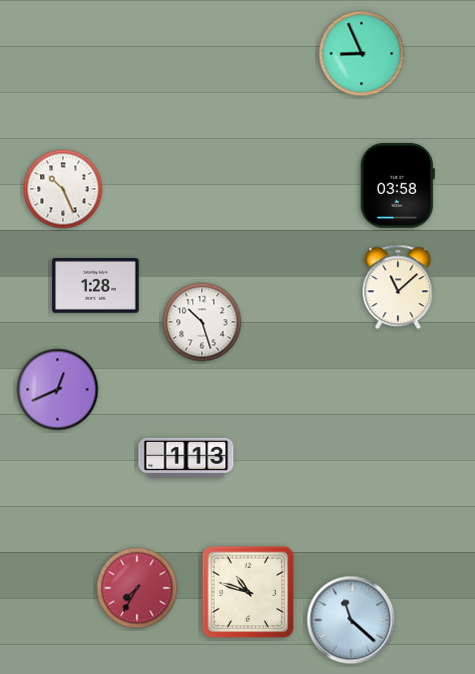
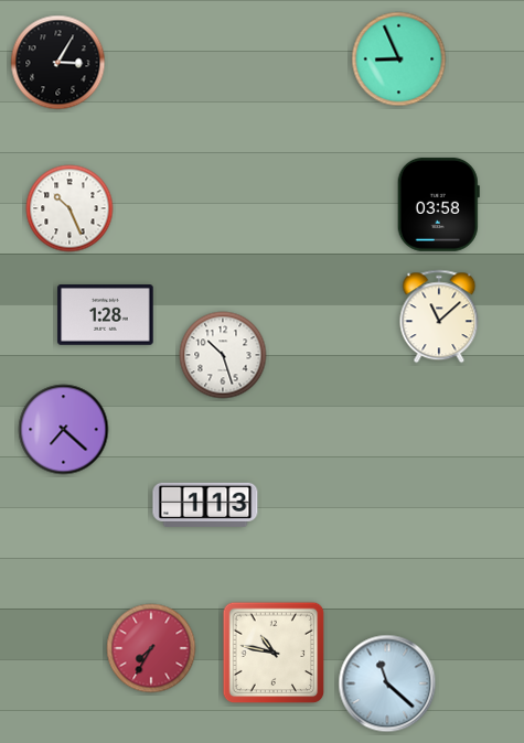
clock at (58, 63): none -> 3:05
clock at (58, 390): 12:41 -> 7:22
clock at (248, 592): 10:48 -> 10:47
